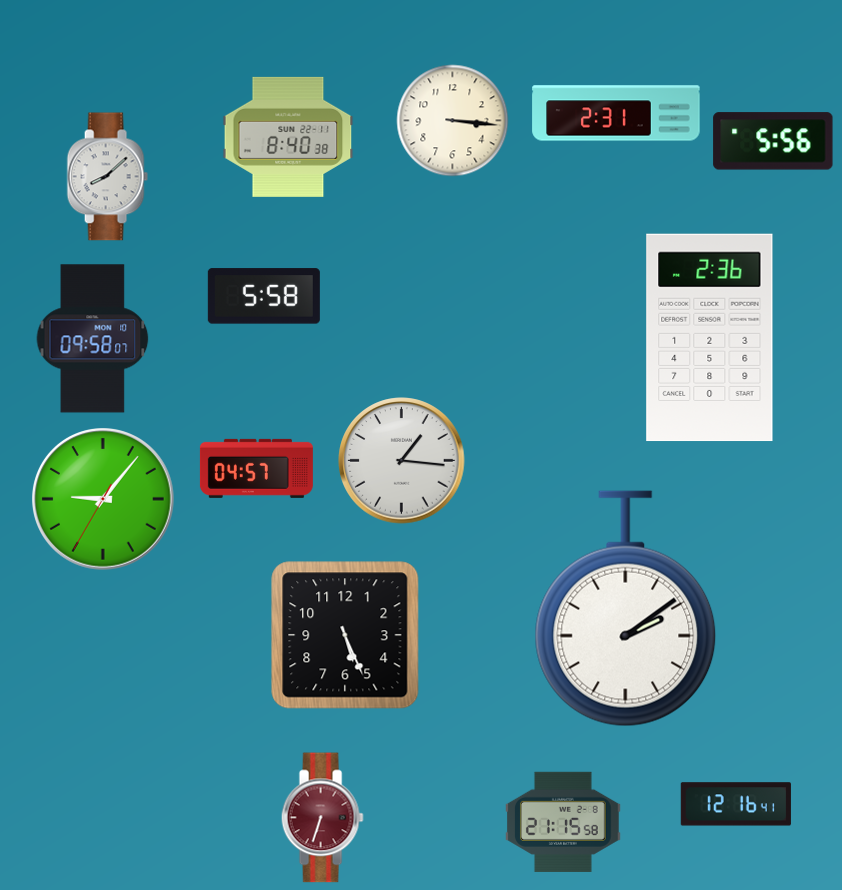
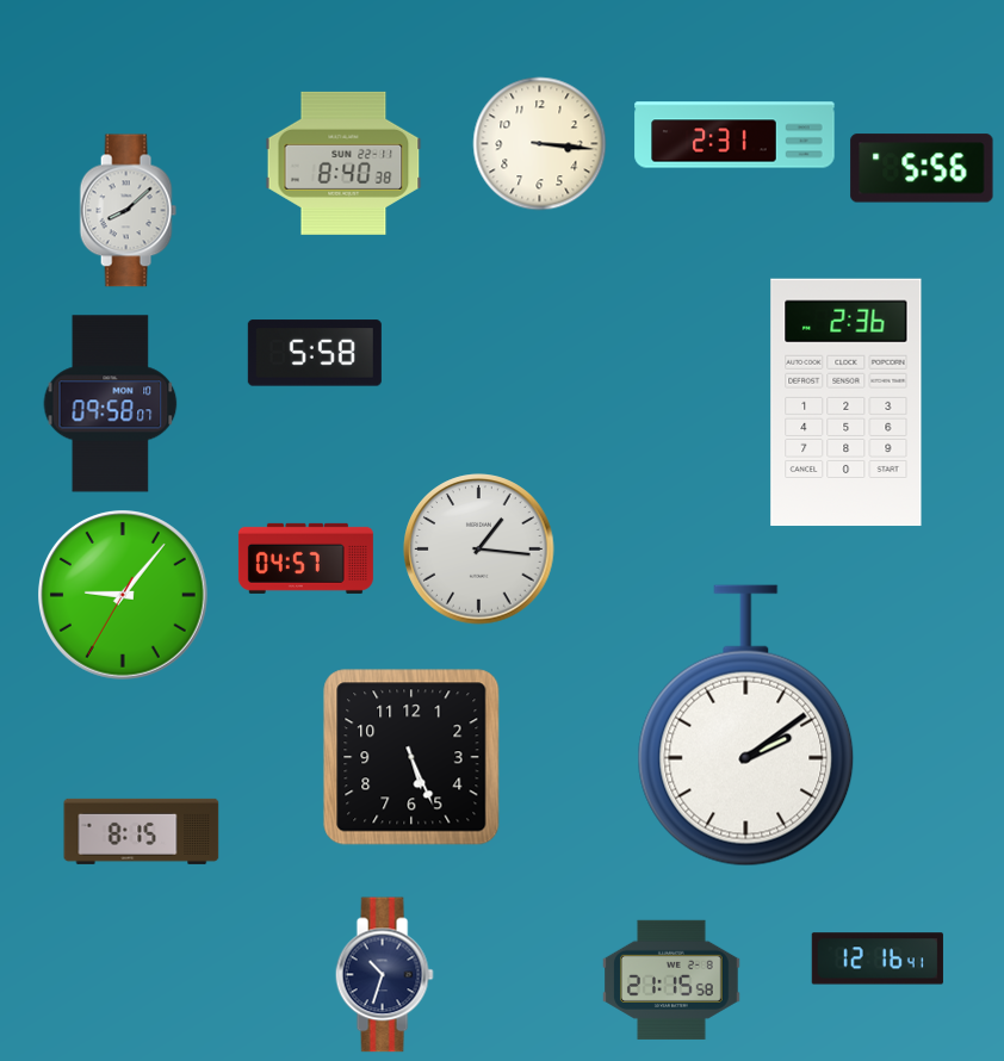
clock at (142, 831): none -> 8:15
clock at (322, 818): 6:33 -> 10:33
clock at (322, 818) dial: burgundy -> navy
